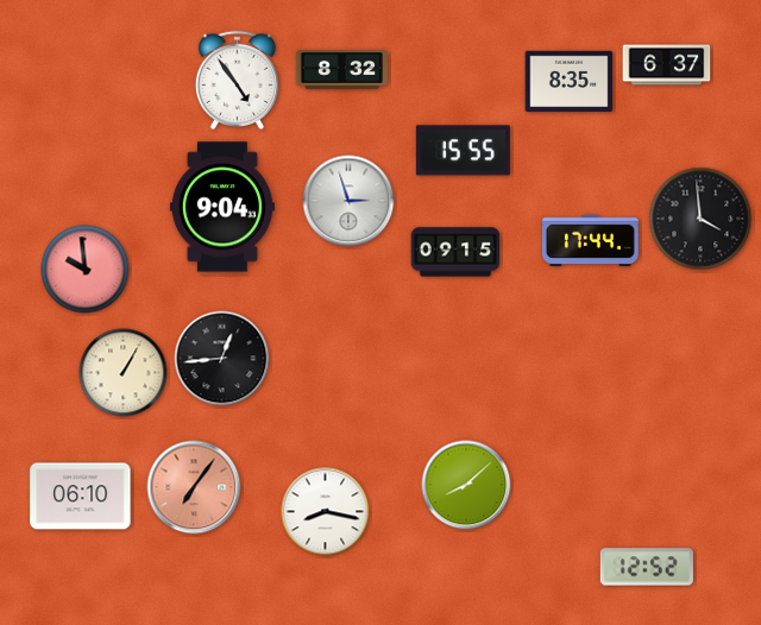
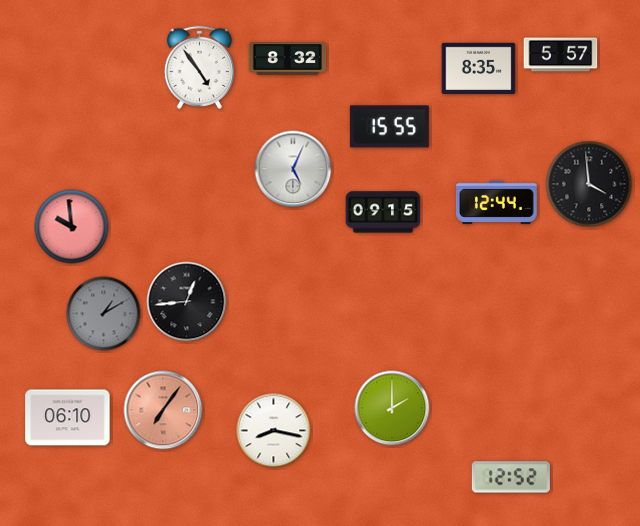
clock at (667, 65): 6:37 -> 5:57
clock at (348, 201): 2:57 -> 5:04
clock at (222, 207): 9:04 -> none
clock at (591, 240): 17:44 -> 12:44
clock at (124, 373): 1:05 -> 1:10
clock at (124, 373) dial: cream -> grey
clock at (466, 485): 8:08 -> 2:00
clock at (647, 567) position: (647, 567) -> (511, 477)
